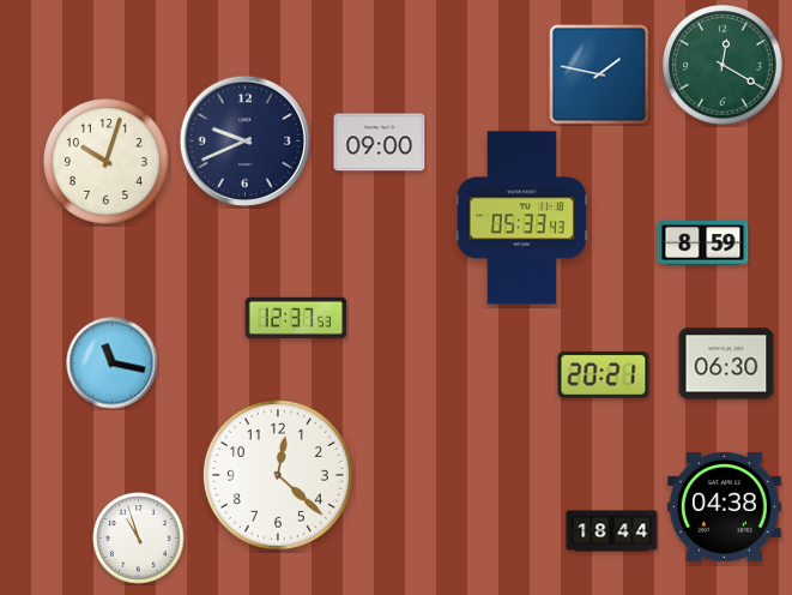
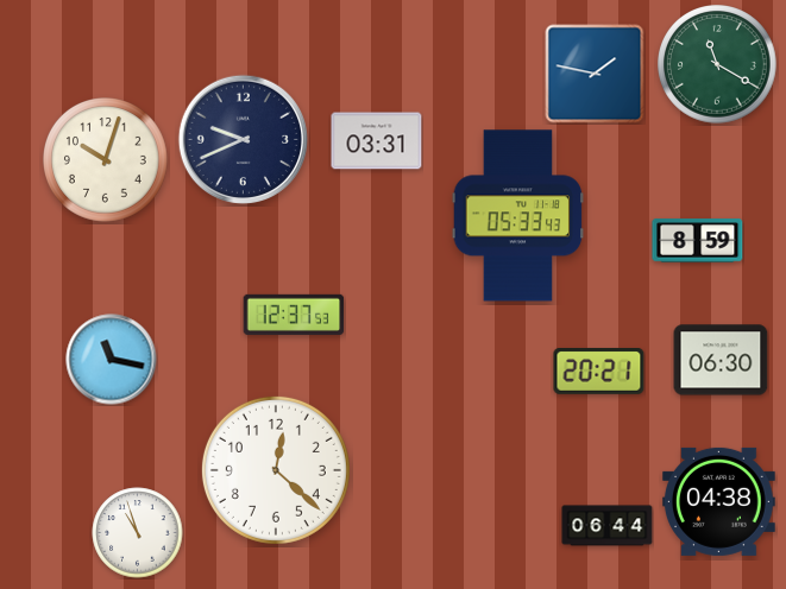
clock at (724, 66): 12:20 -> 11:20
clock at (380, 143): 09:00 -> 03:31
clock at (612, 531): 18:44 -> 06:44
